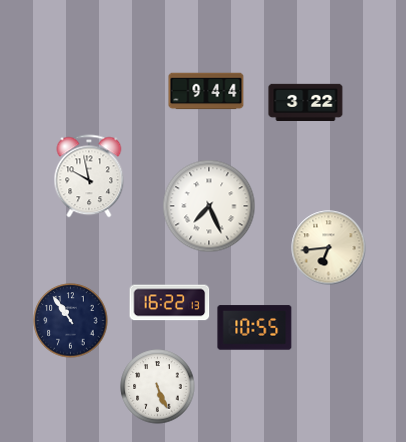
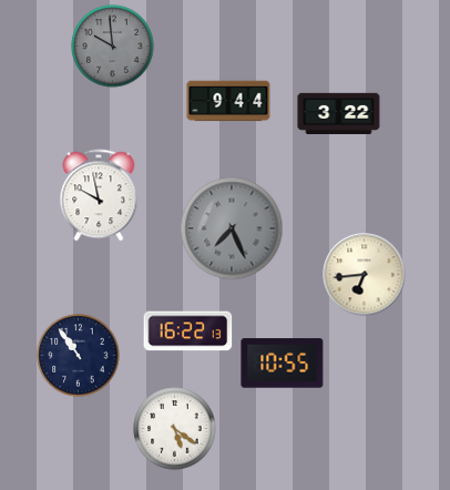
clock at (113, 47): none -> 9:59
clock at (209, 206) dial: white -> grey
clock at (170, 303) position: (170, 303) -> (188, 331)
clock at (158, 387): 5:26 -> 5:21
